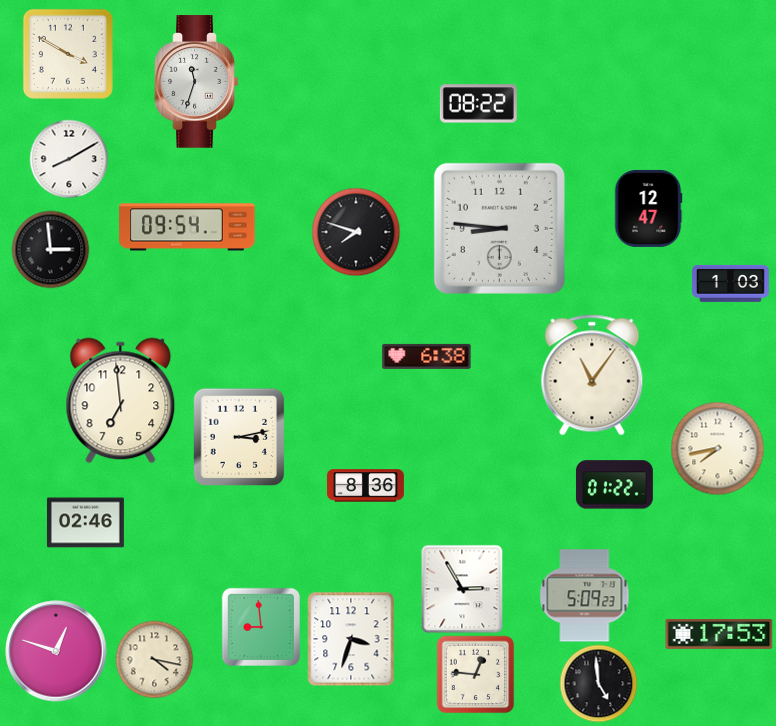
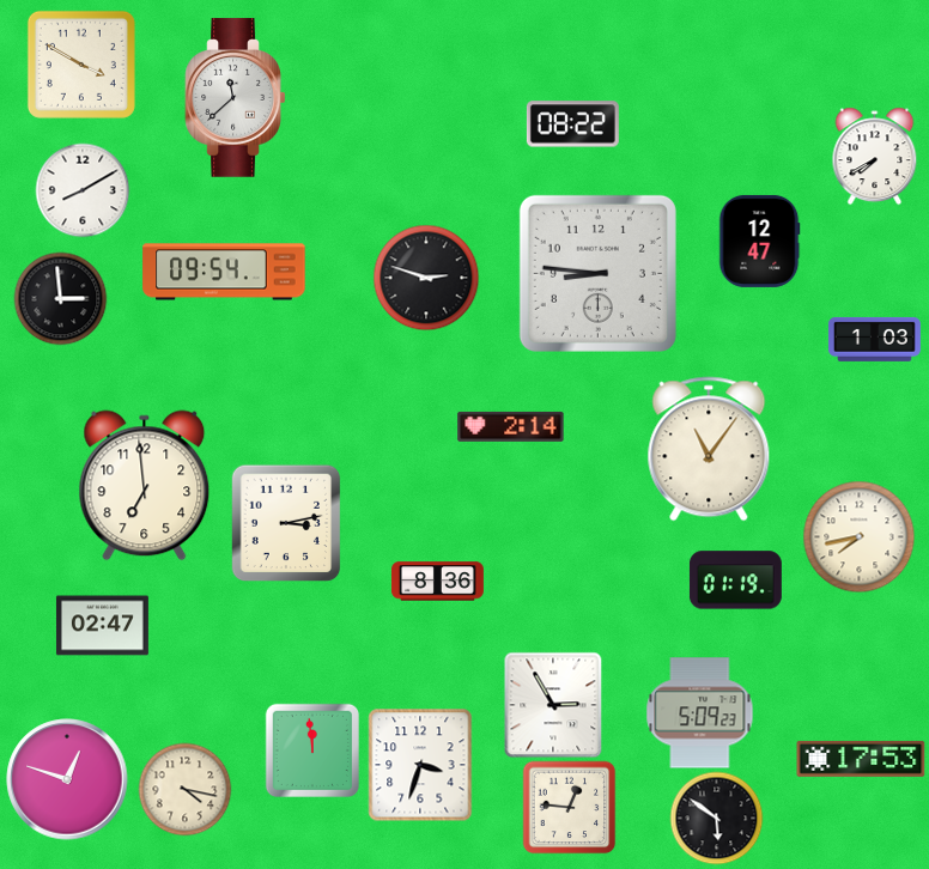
clock at (197, 82): 11:33 -> 11:38
clock at (875, 156): none -> 7:40
clock at (648, 208) position: (648, 208) -> (759, 241)
clock at (356, 232): 7:48 -> 2:48
clock at (427, 356): 6:38 -> 2:14
clock at (121, 401) position: (121, 401) -> (145, 486)
clock at (614, 485): 01:22 -> 01:19
clock at (85, 523): 02:46 -> 02:47
clock at (260, 626): 8:59 -> 11:59
clock at (598, 683): 4:59 -> 5:51
